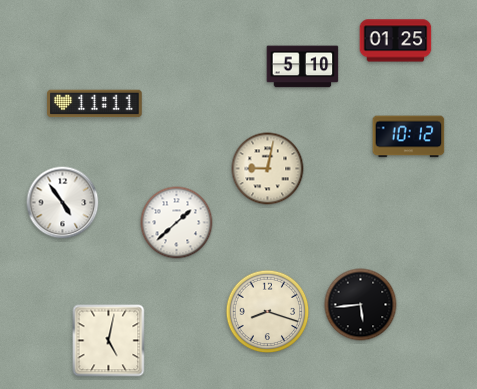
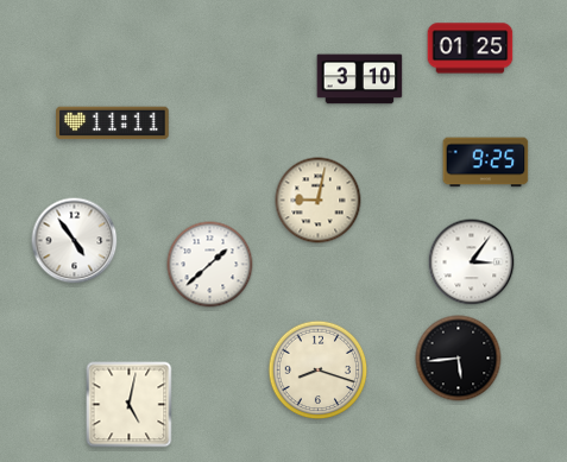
clock at (303, 67): 5:10 -> 3:10
clock at (409, 137): 10:12 -> 9:25
clock at (472, 262): none -> 3:06
clock at (361, 305) position: (361, 305) -> (459, 359)
